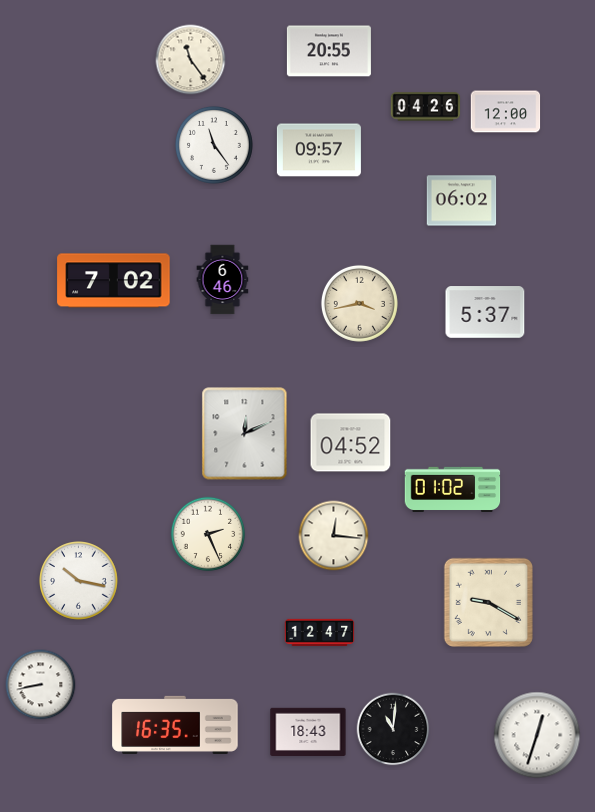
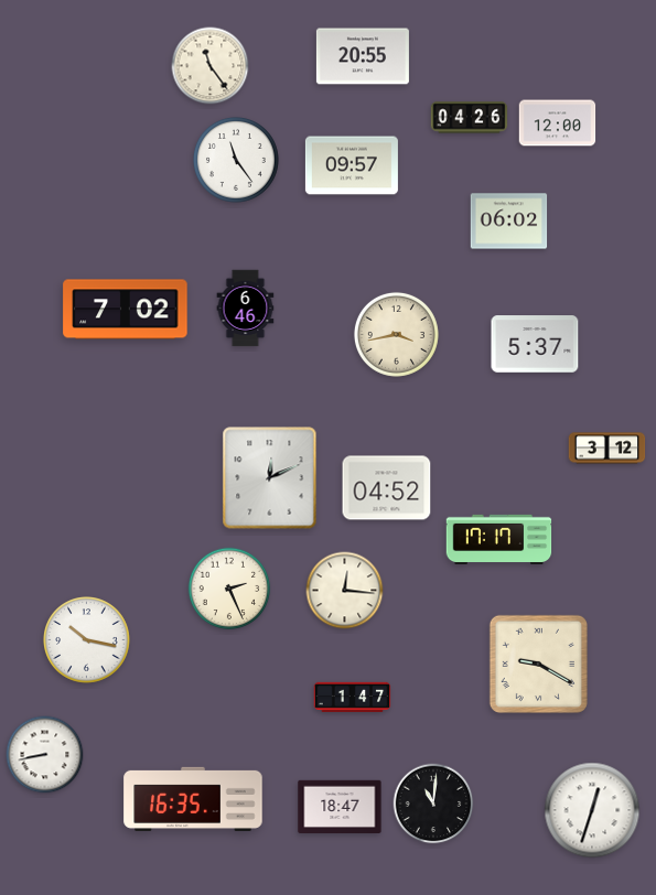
clock at (607, 449): none -> 3:12
clock at (453, 489): 01:02 -> 17:17
clock at (334, 536) position: (334, 536) -> (345, 591)
clock at (320, 632): 12:47 -> 1:47
clock at (308, 731): 18:43 -> 18:47
